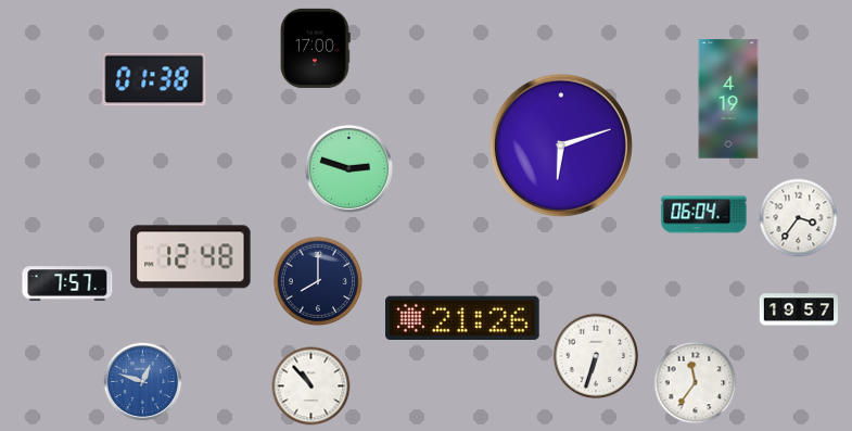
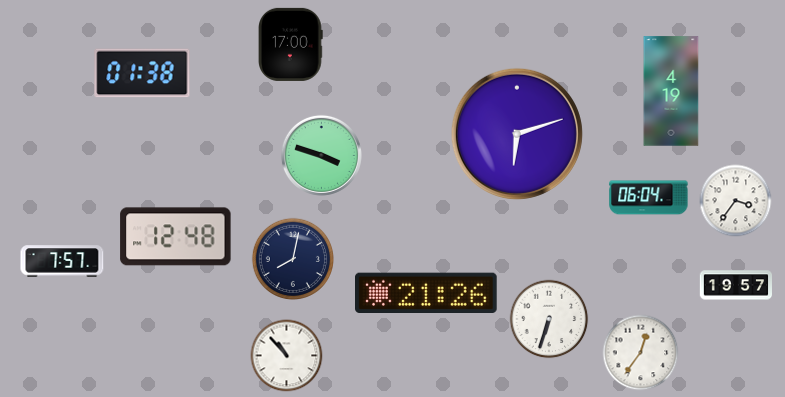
clock at (348, 168): 2:48 -> 3:48
clock at (318, 281): 8:00 -> 8:02
clock at (596, 356) position: (596, 356) -> (549, 319)
clock at (143, 382): 12:48 -> none
clock at (696, 383): 11:36 -> 12:36
